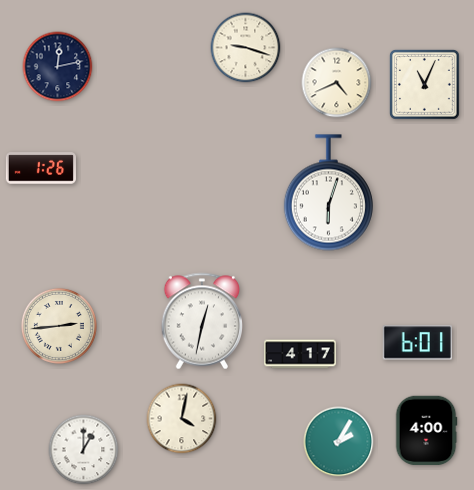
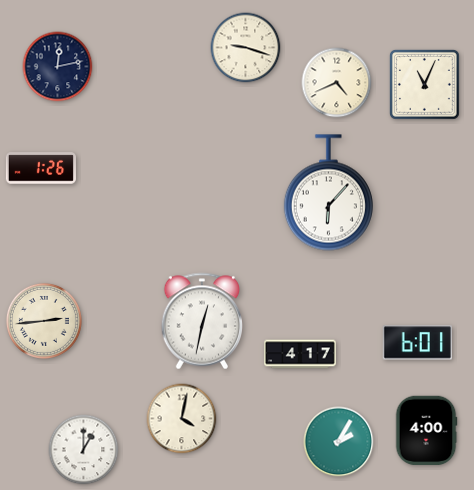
clock at (328, 193): 6:03 -> 6:07
clock at (59, 326) position: (59, 326) -> (44, 321)
